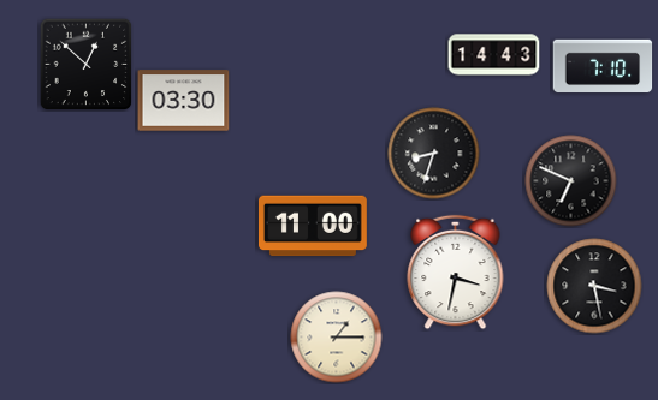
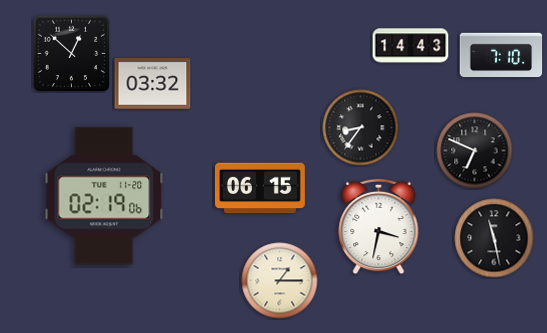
clock at (184, 101): 03:30 -> 03:32
clock at (434, 154): 8:33 -> 8:36
clock at (313, 226): 11:00 -> 06:15
clock at (104, 196): none -> 02:19
clock at (594, 286): 3:28 -> 11:28
